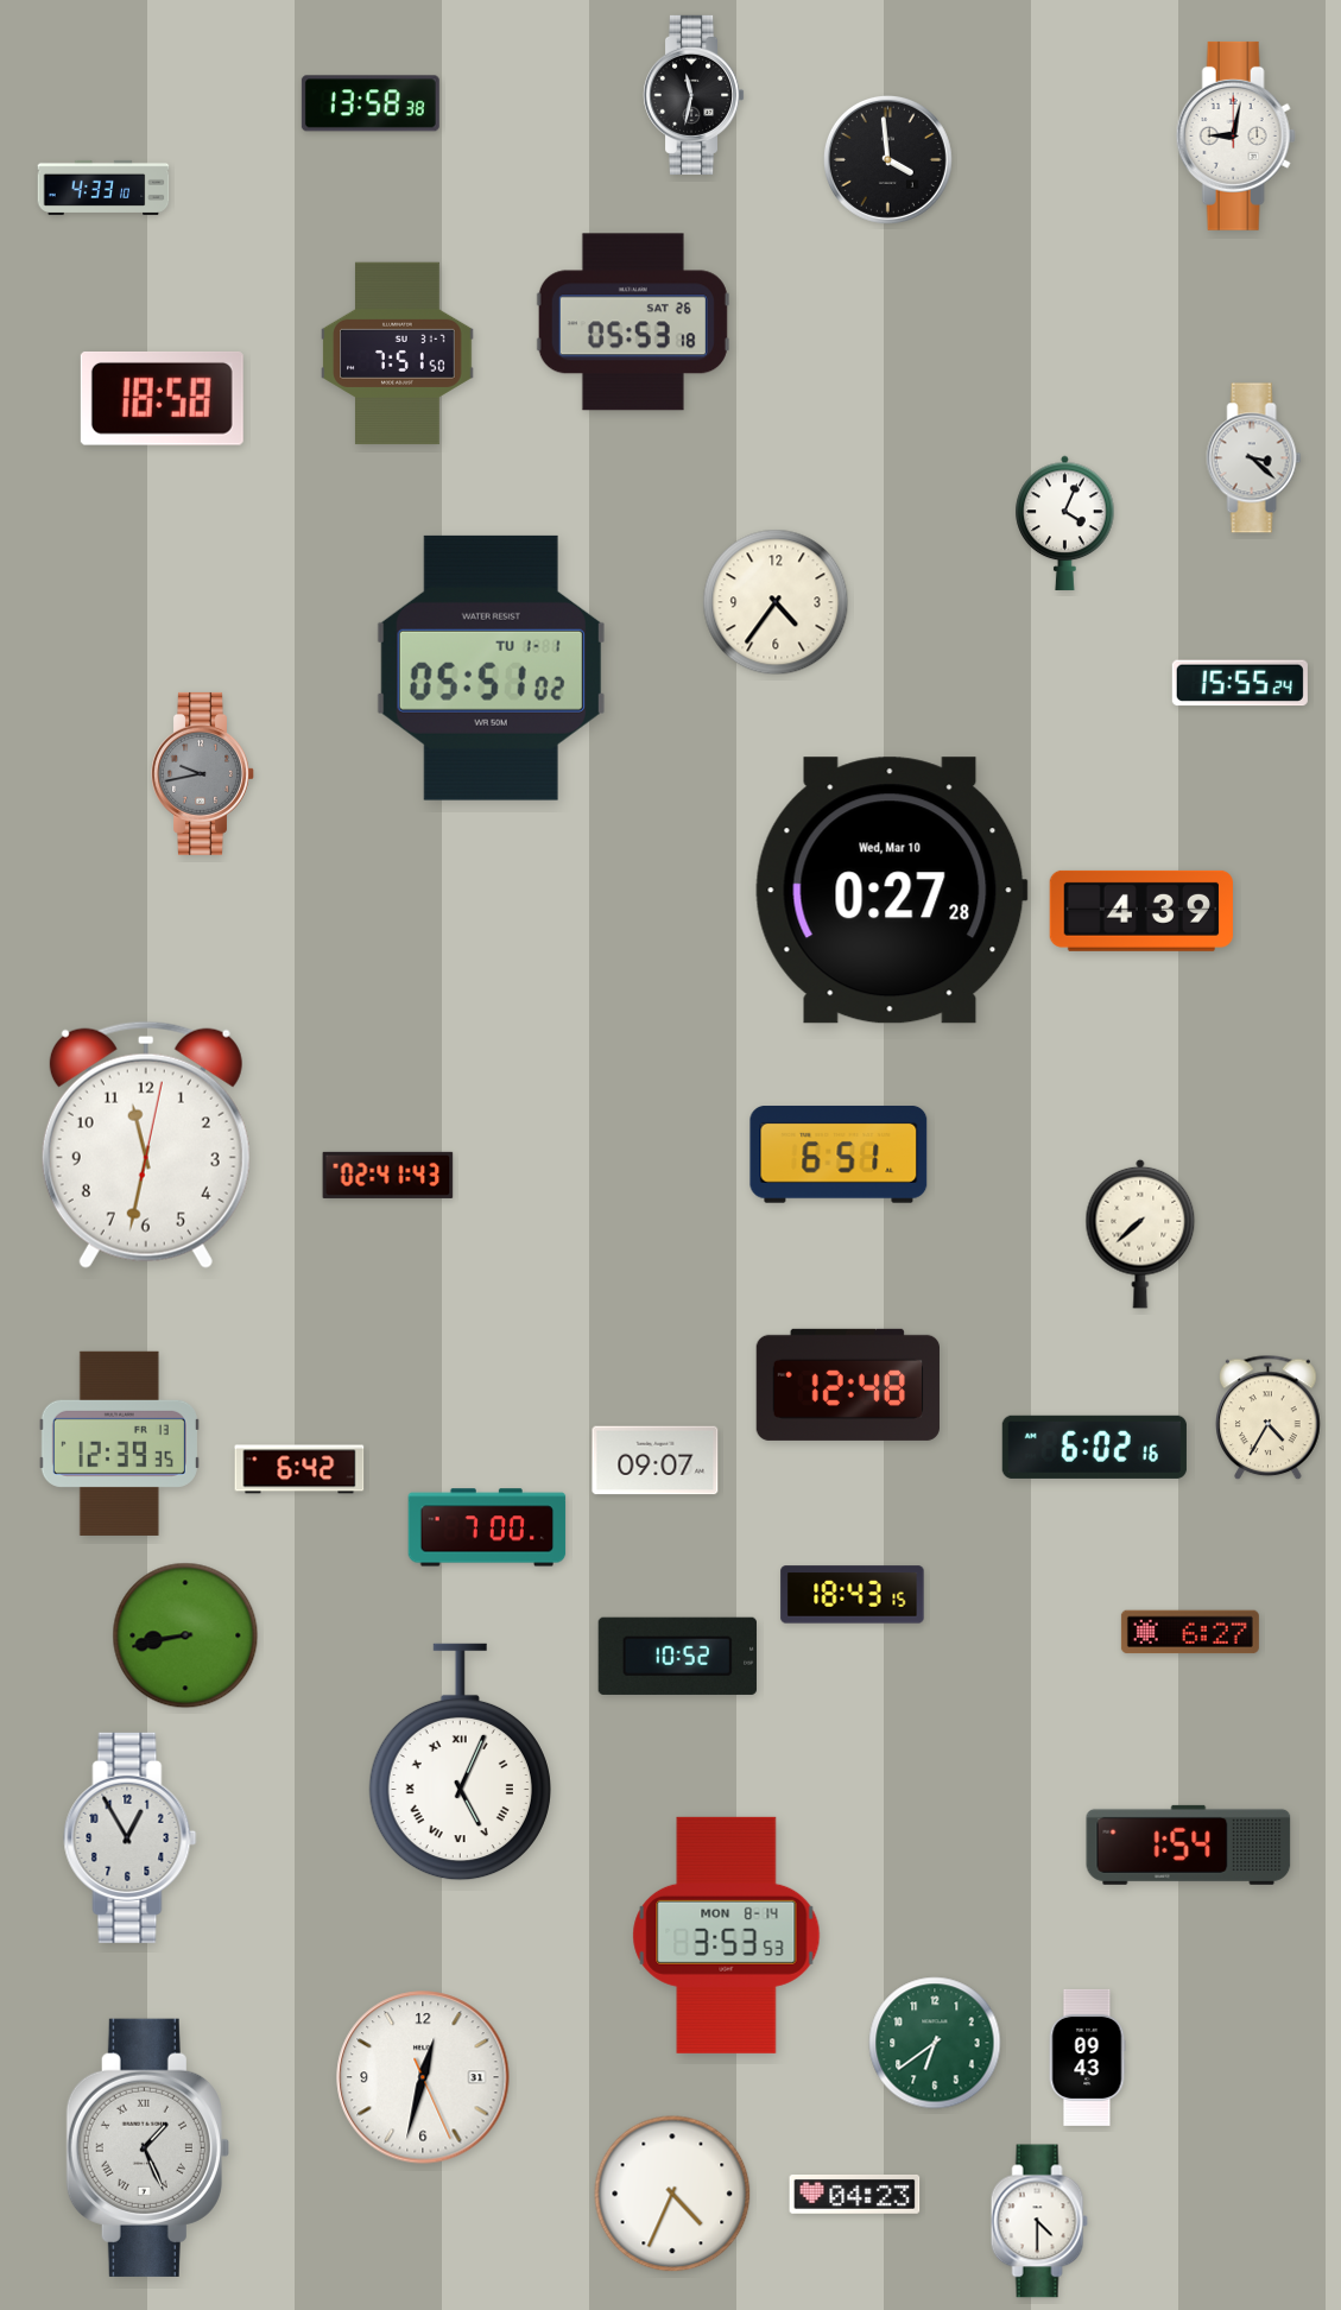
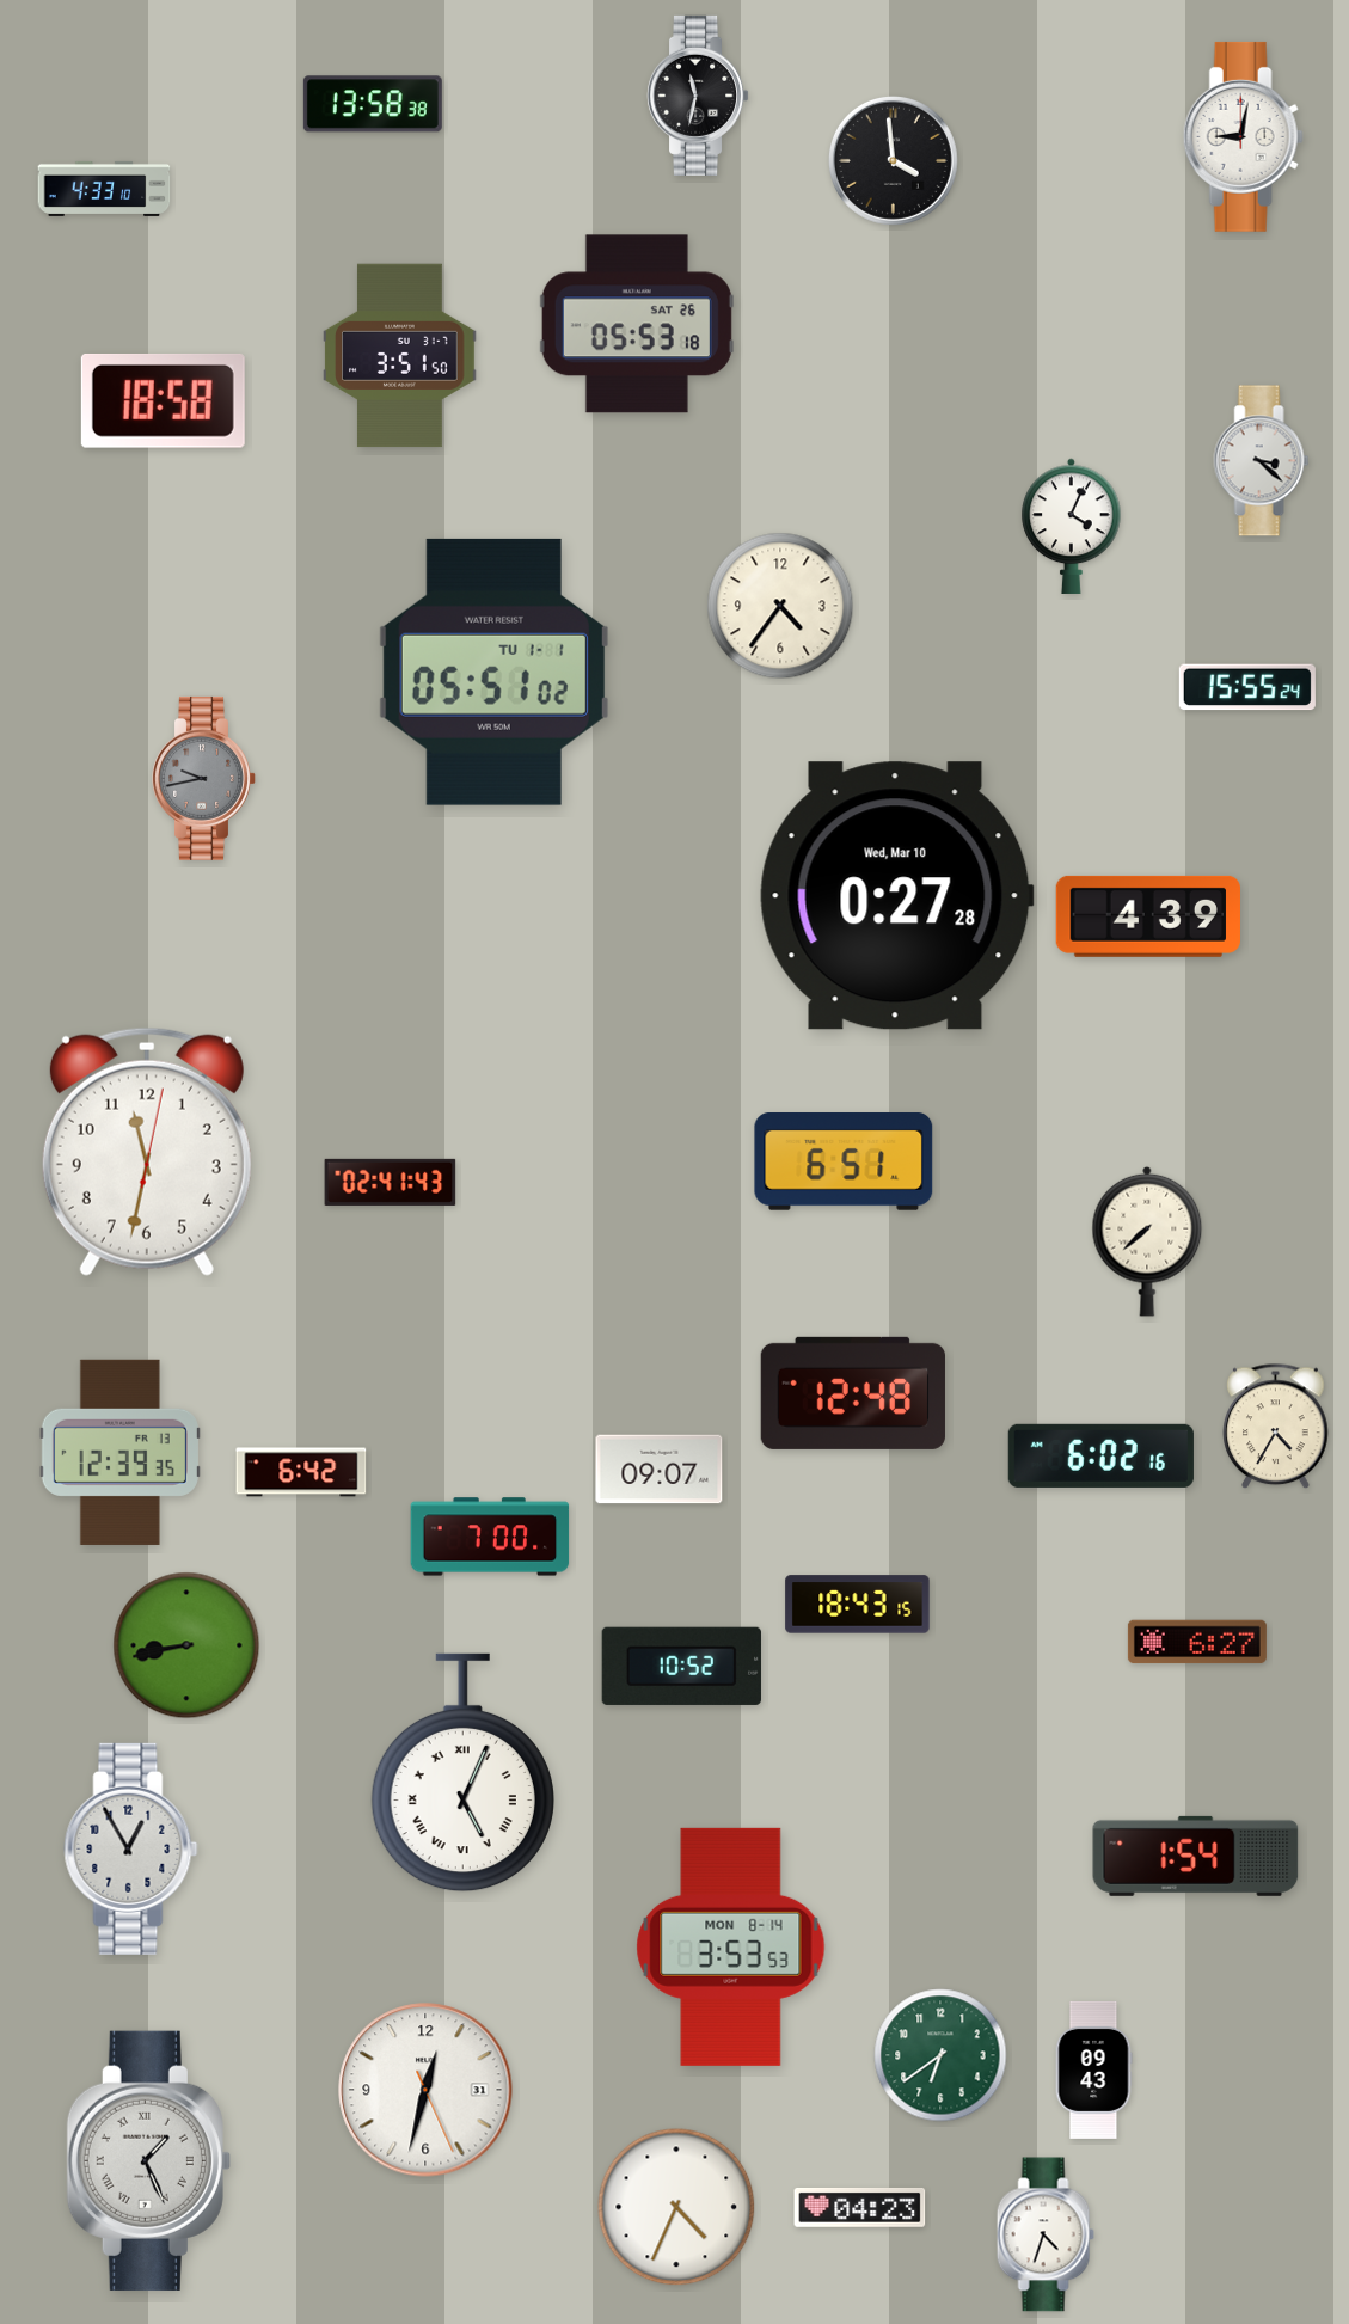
clock at (398, 354): 7:51 -> 3:51
clock at (299, 1469) position: (299, 1469) -> (301, 1472)
clock at (1039, 2221): 4:30 -> 4:33
